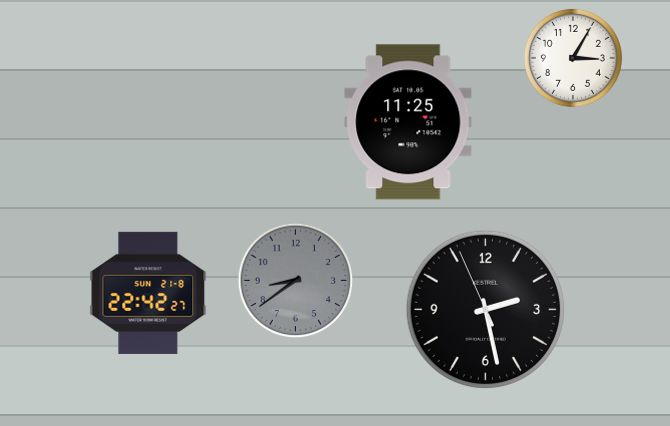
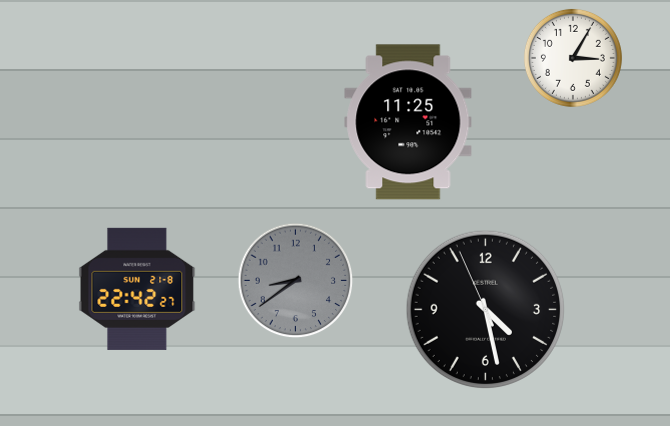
clock at (148, 293) position: (148, 293) -> (137, 289)
clock at (486, 310): 2:27 -> 4:27
